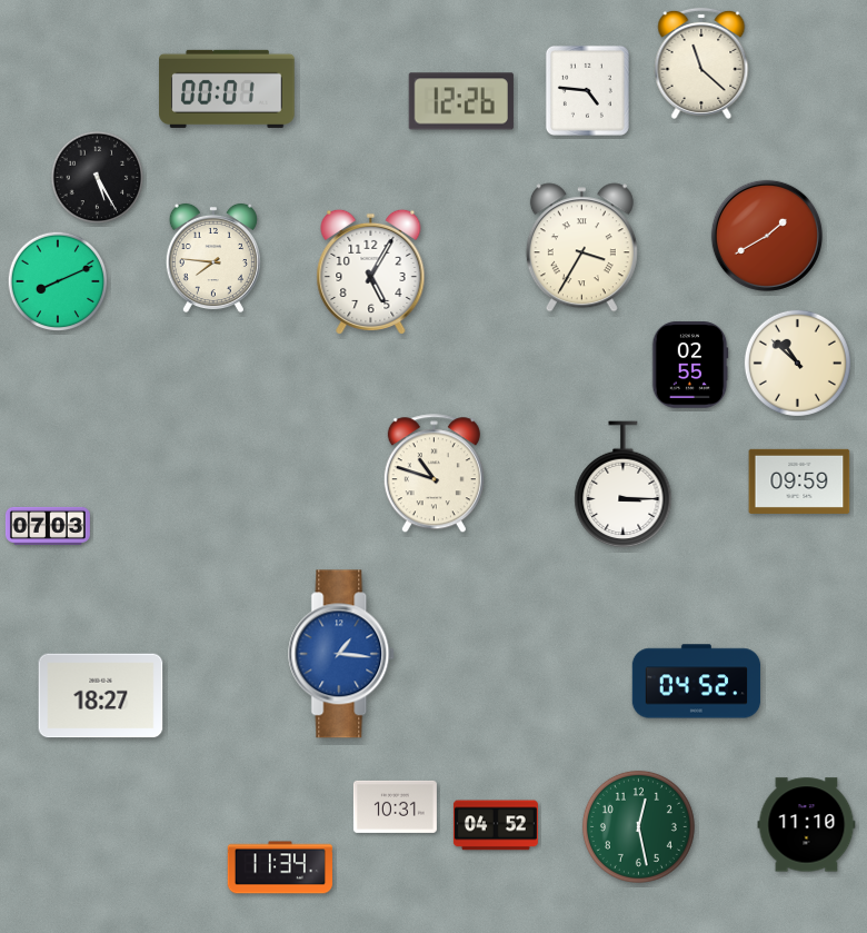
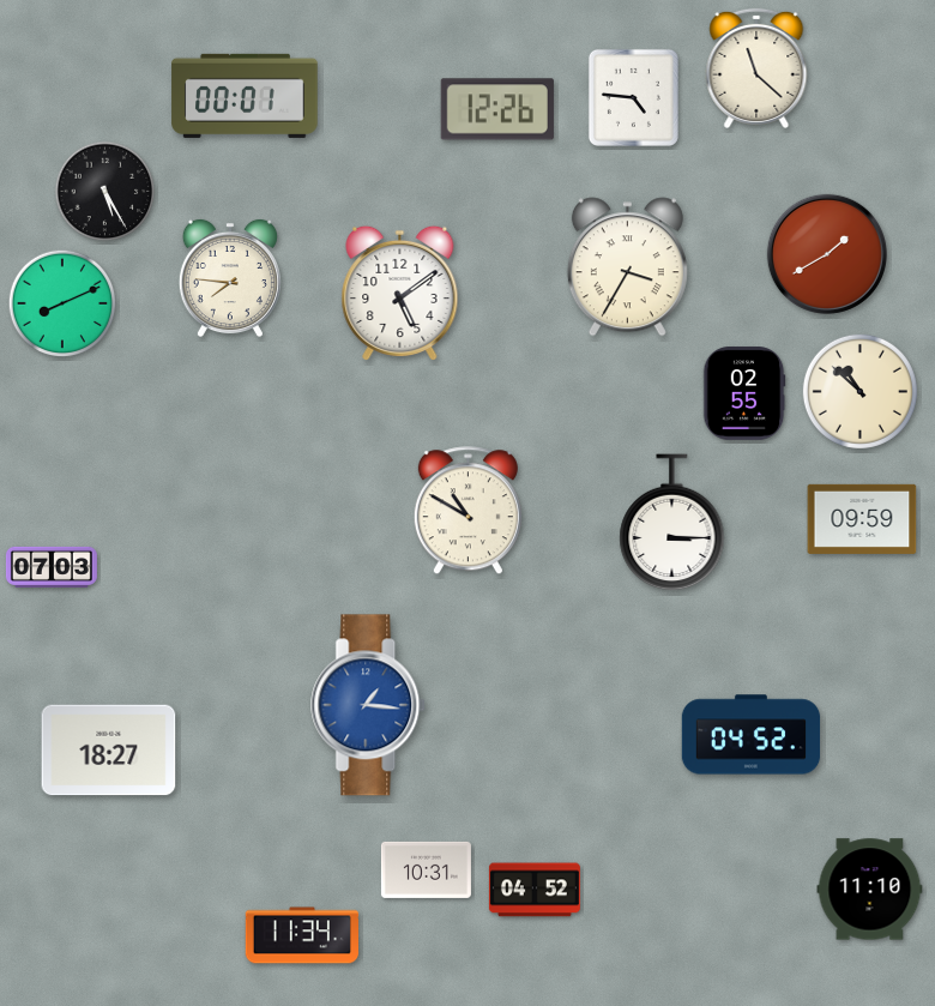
clock at (371, 271): 5:05 -> 5:09
clock at (433, 474): 10:48 -> 10:50
clock at (638, 826): 12:28 -> none
